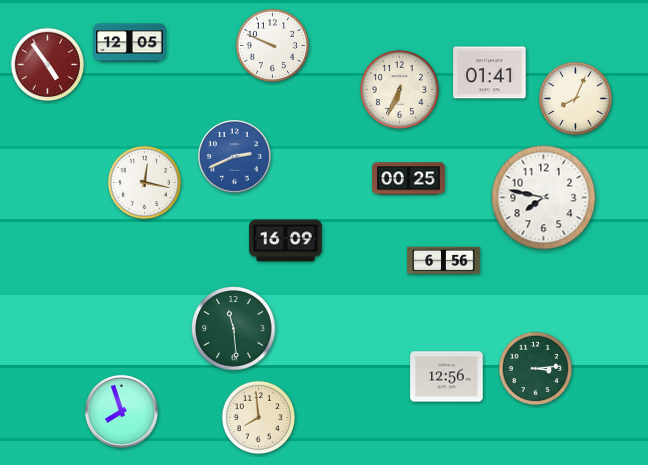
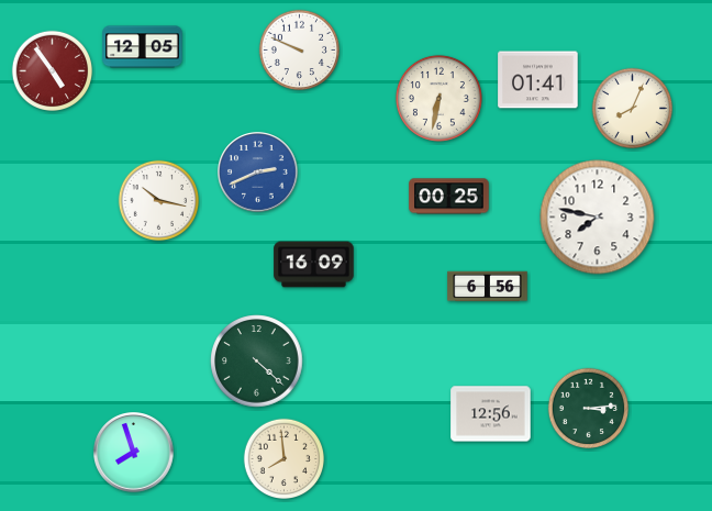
clock at (399, 89): 6:34 -> 6:32
clock at (144, 182): 12:17 -> 10:17
clock at (234, 329): 11:29 -> 4:22
clock at (535, 368) position: (535, 368) -> (588, 408)
